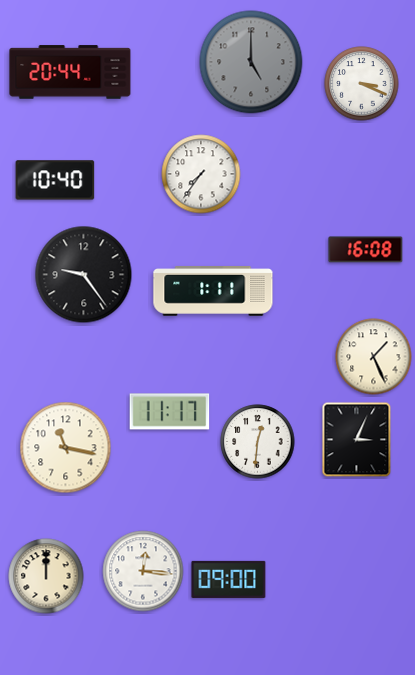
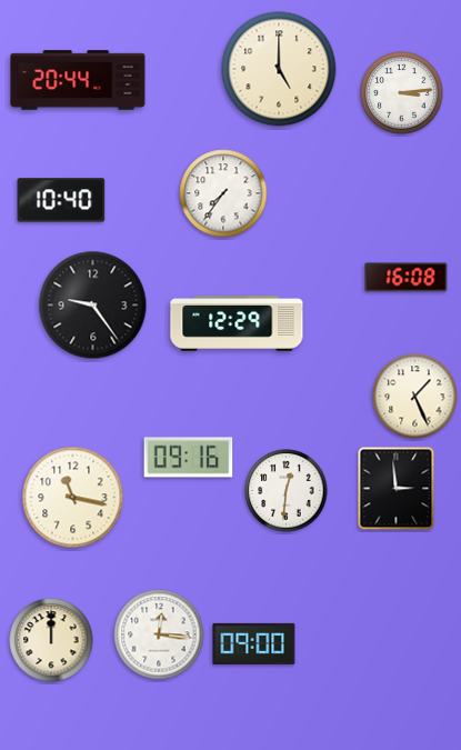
clock at (251, 62) dial: grey -> cream
clock at (362, 84): 3:19 -> 3:14
clock at (213, 291): 1:11 -> 12:29
clock at (170, 412): 11:17 -> 09:16
clock at (357, 440): 3:04 -> 2:59
